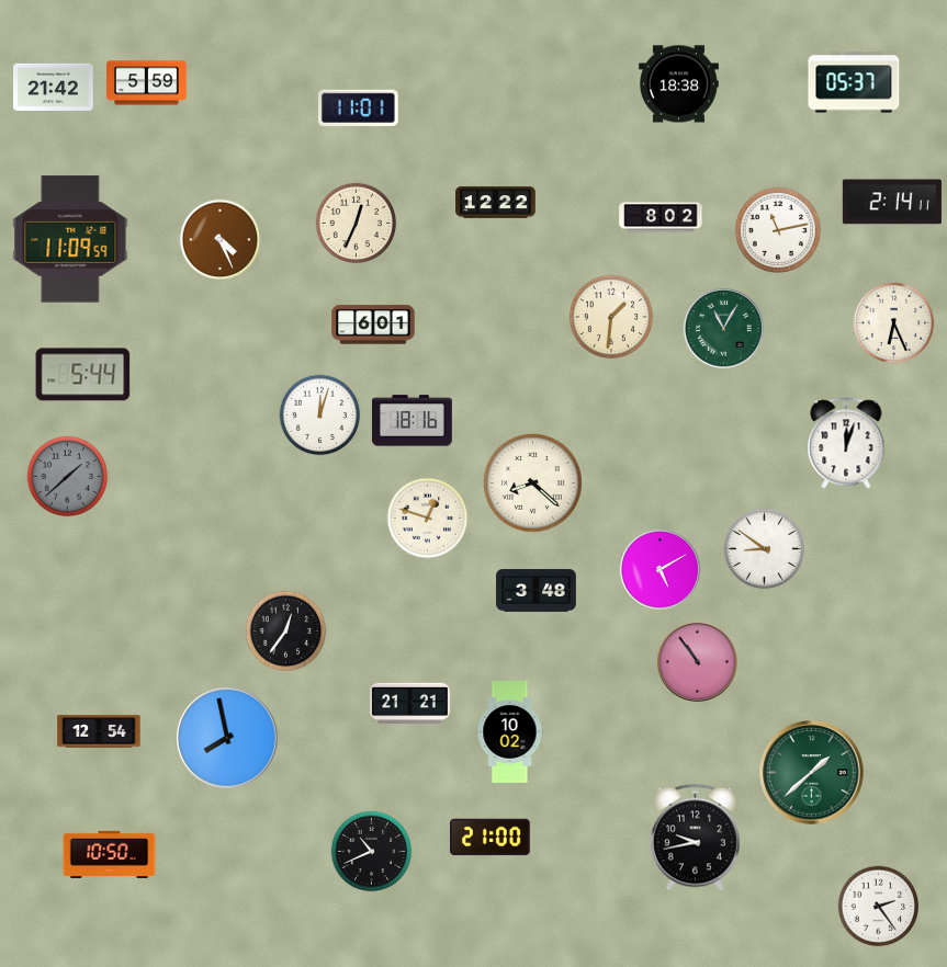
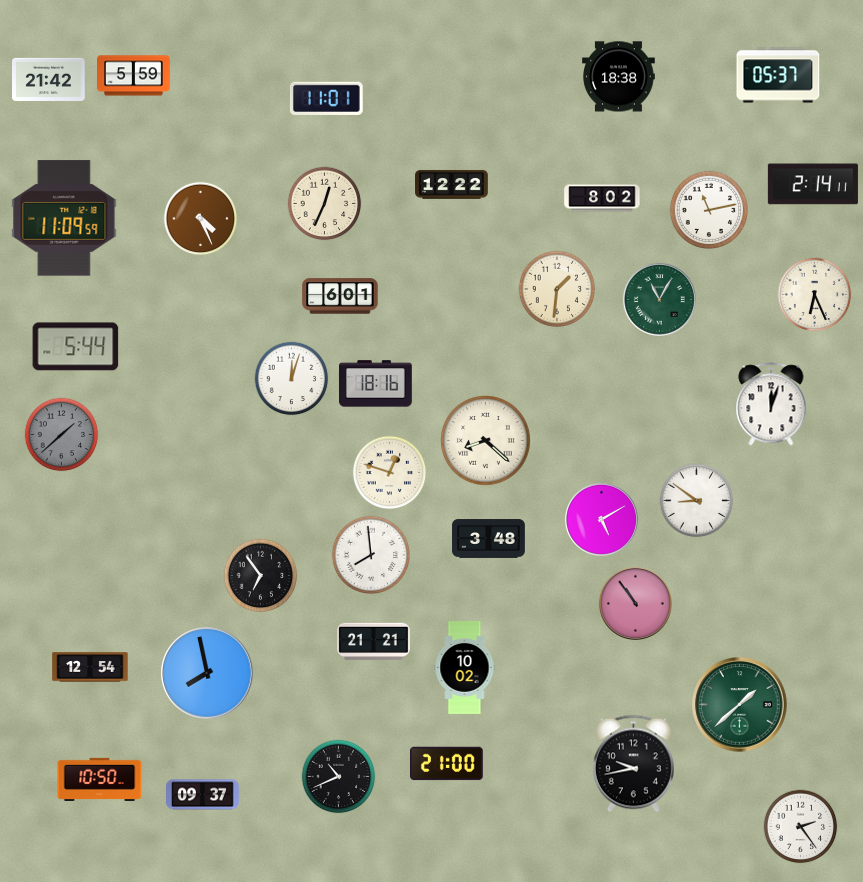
clock at (83, 375) position: (83, 375) -> (76, 347)
clock at (370, 554): none -> 7:59
clock at (286, 632): 12:36 -> 6:54
clock at (203, 795): none -> 09:37
